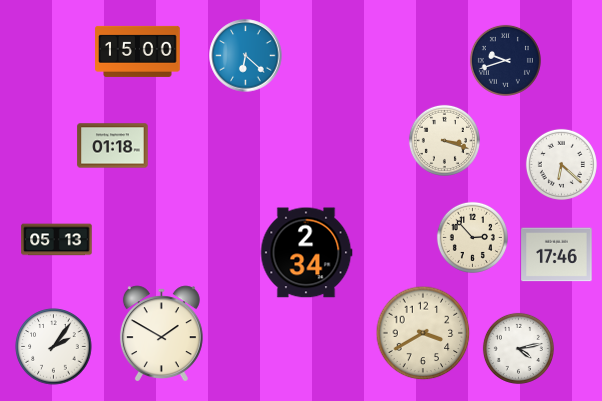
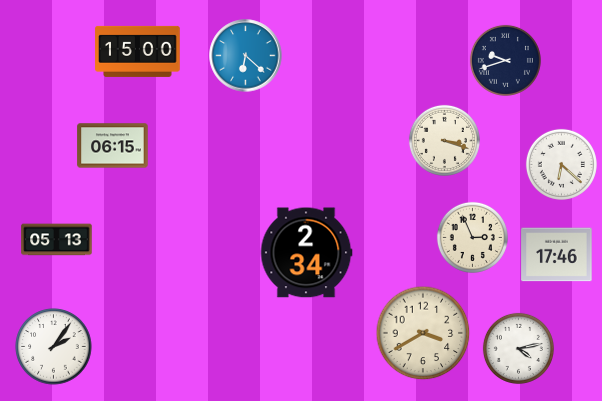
clock at (113, 146): 01:18 -> 06:15
clock at (472, 237): 2:53 -> 2:56
clock at (161, 334): 1:50 -> none
